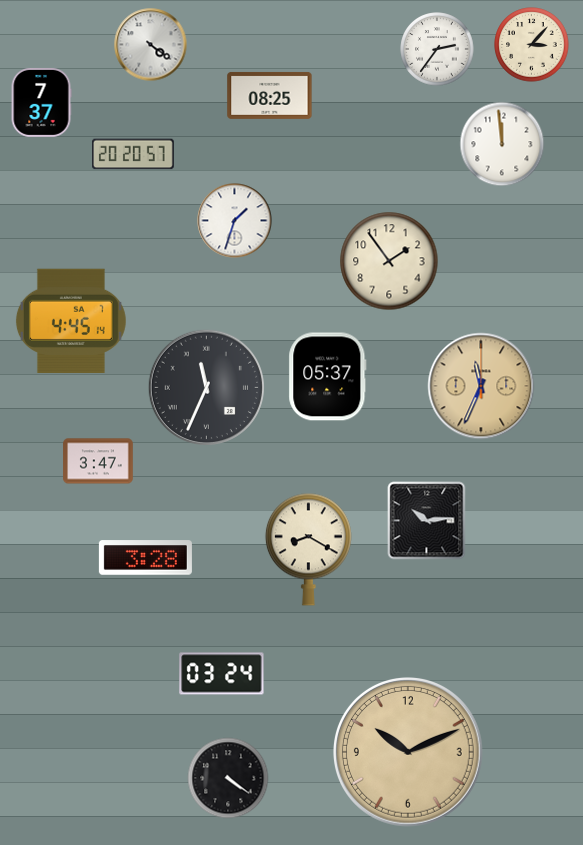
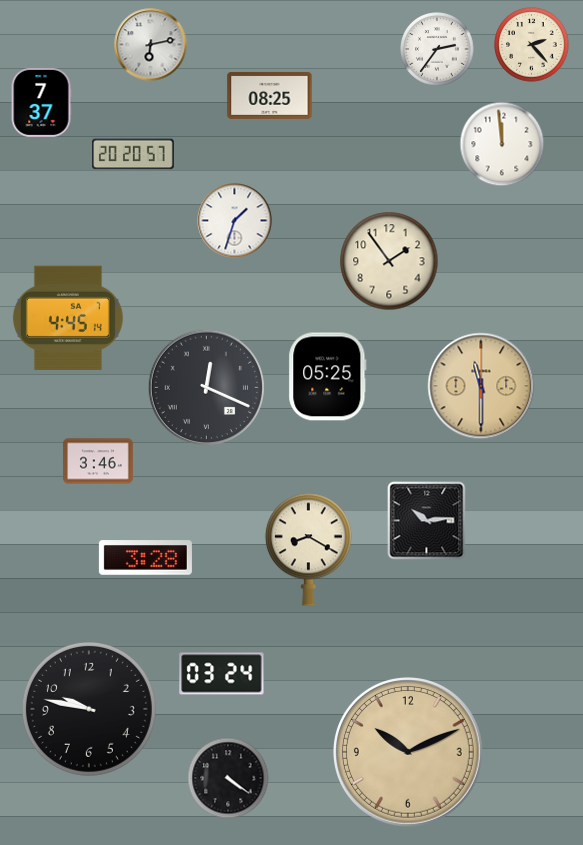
clock at (151, 45): 4:21 -> 6:13
clock at (532, 45): 3:07 -> 2:23
clock at (71, 320) position: (71, 320) -> (68, 317)
clock at (328, 377): 05:37 -> 05:25
clock at (481, 386): 11:34 -> 11:30
clock at (206, 387): 11:34 -> 12:19
clock at (98, 461): 3:47 -> 3:46
clock at (89, 709): none -> 9:47
